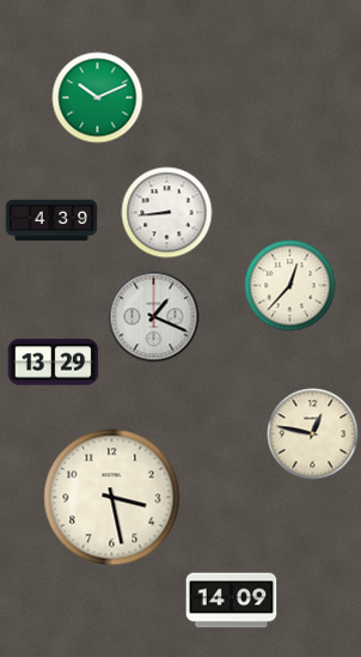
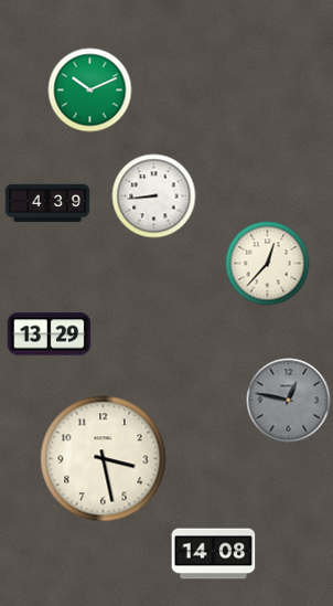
clock at (154, 317): 1:19 -> none
clock at (313, 434) dial: cream -> grey
clock at (232, 601): 14:09 -> 14:08
